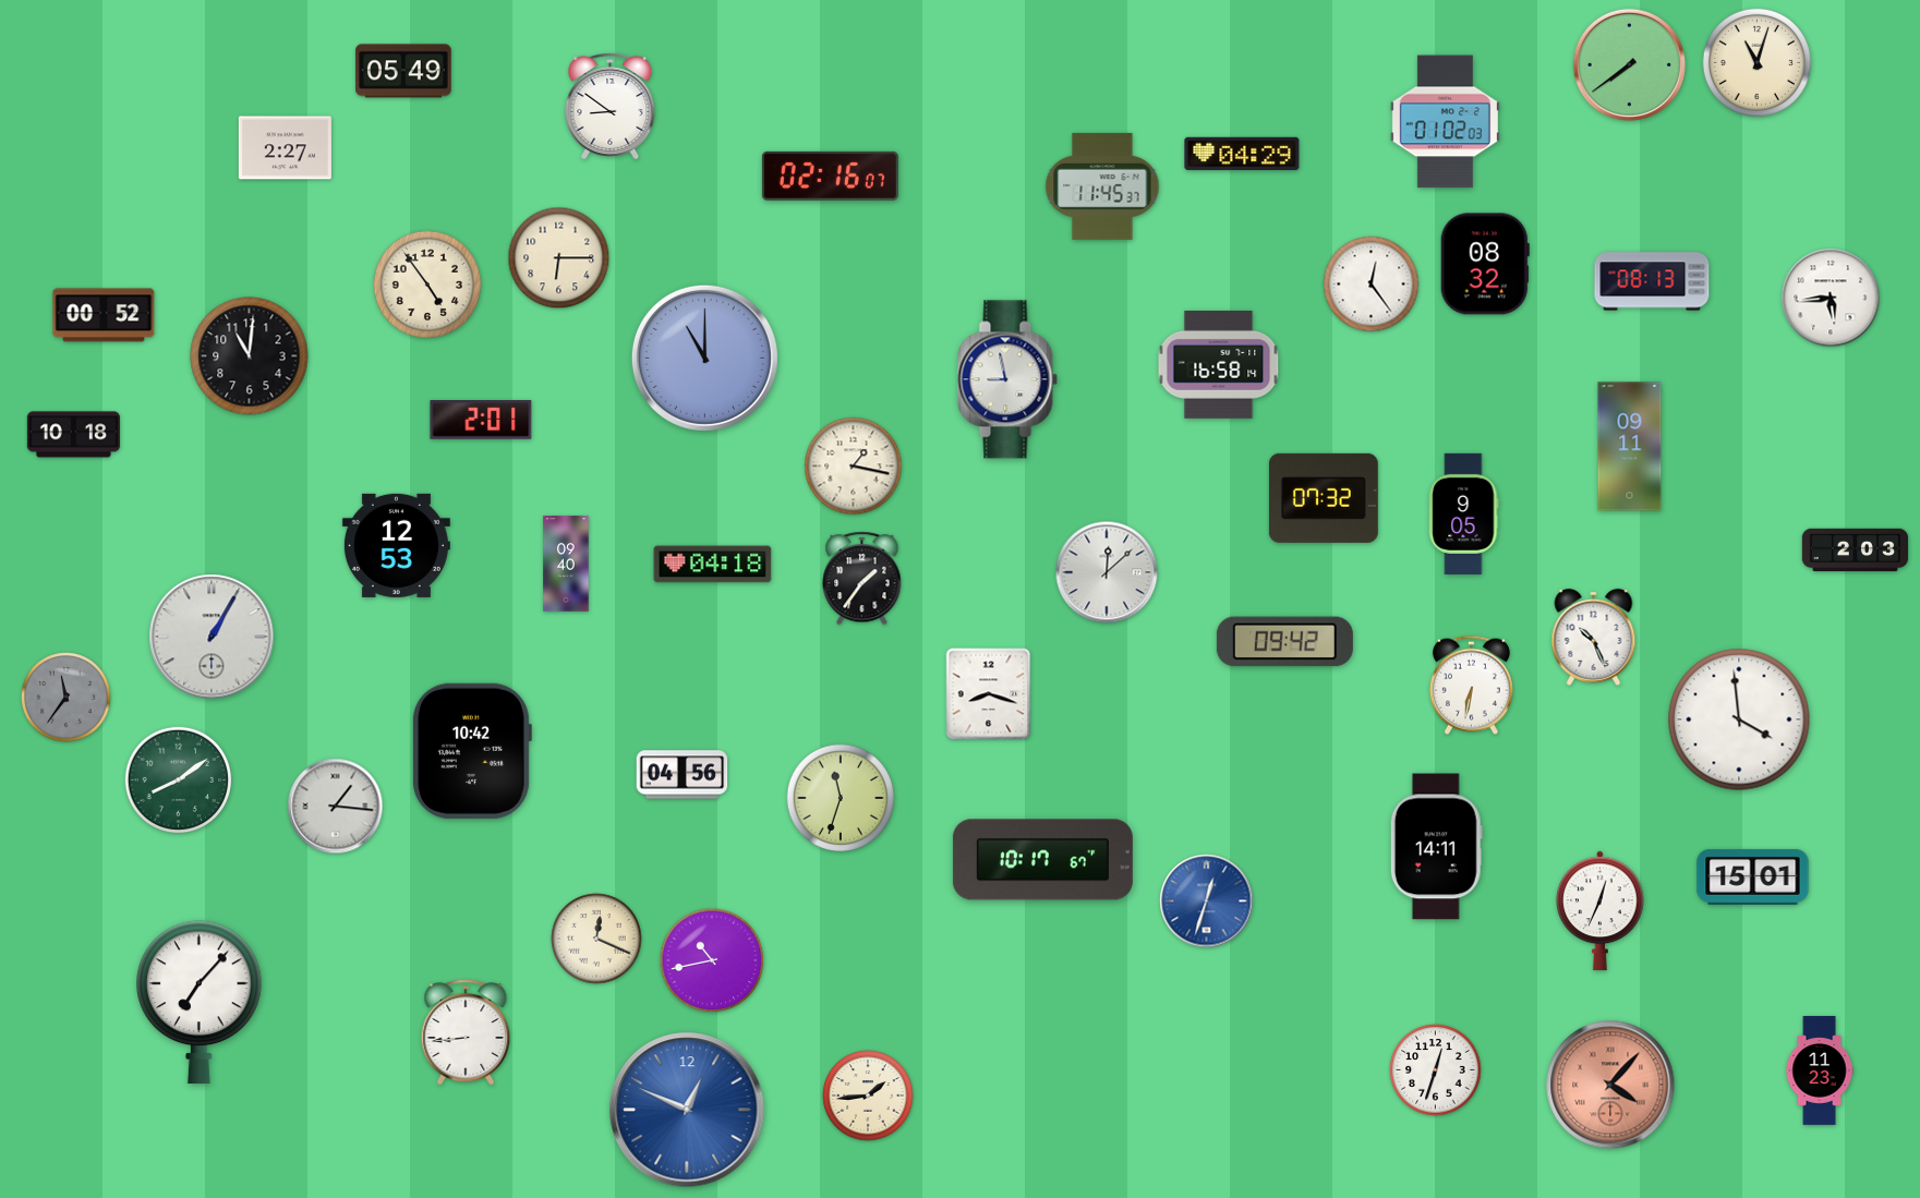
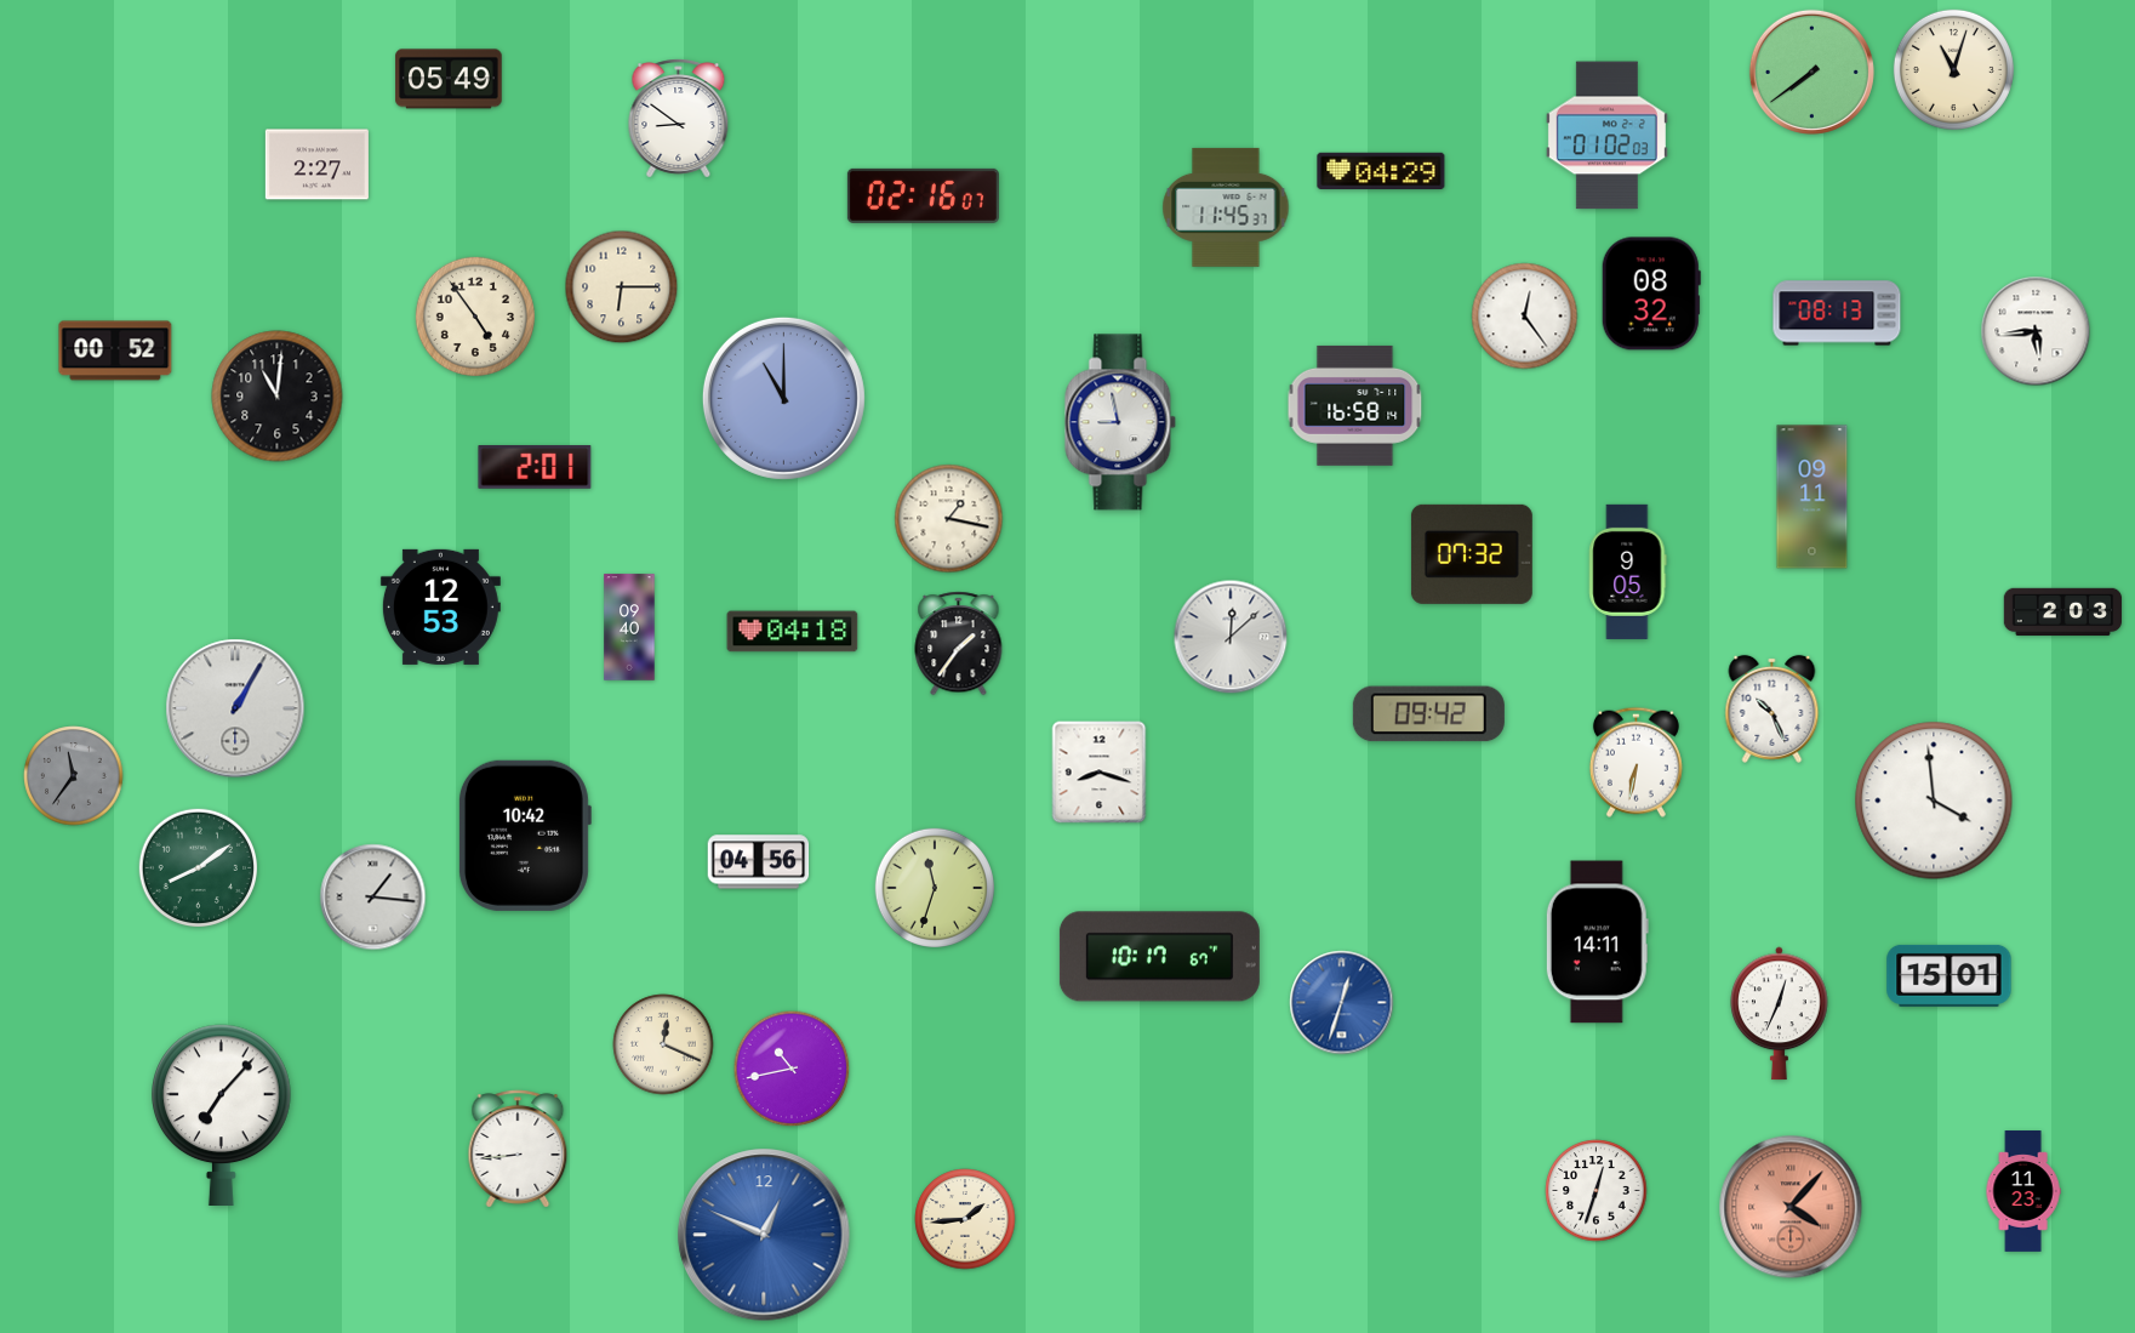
clock at (73, 435): 10:18 -> none
clock at (713, 565) position: (713, 565) -> (793, 632)
